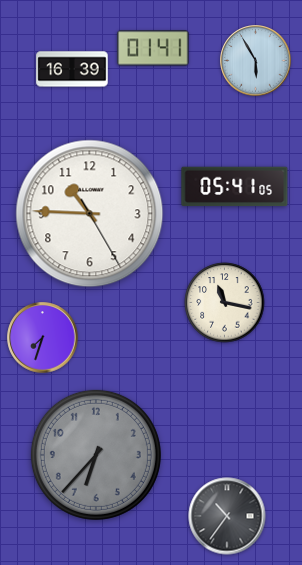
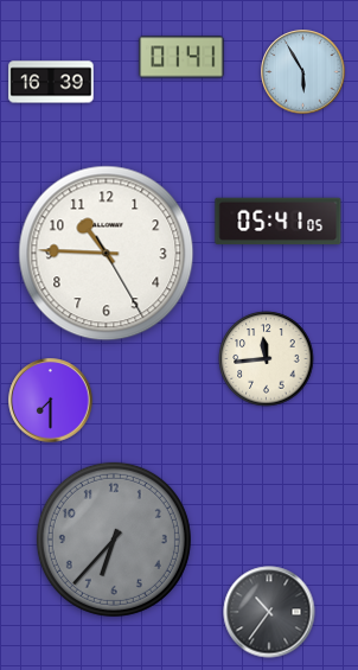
clock at (72, 69) position: (72, 69) -> (51, 82)
clock at (225, 303): 11:17 -> 11:44
clock at (43, 338): 7:33 -> 7:30
